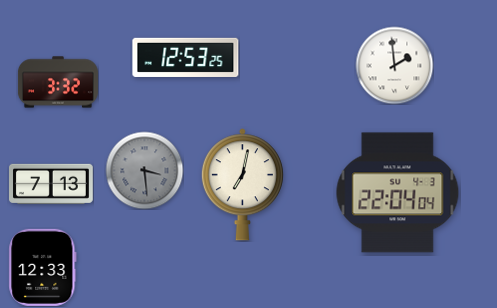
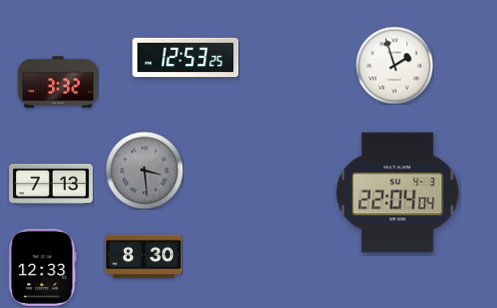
clock at (394, 65): 1:59 -> 1:57
clock at (242, 185): 7:02 -> none
clock at (143, 257): none -> 8:30
